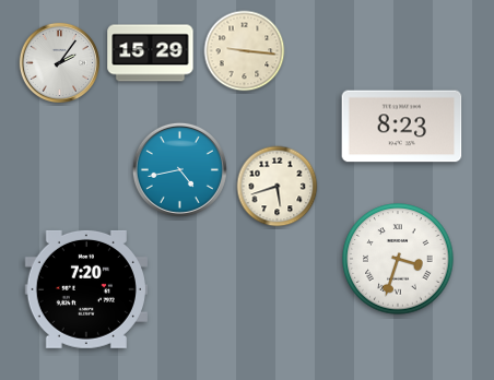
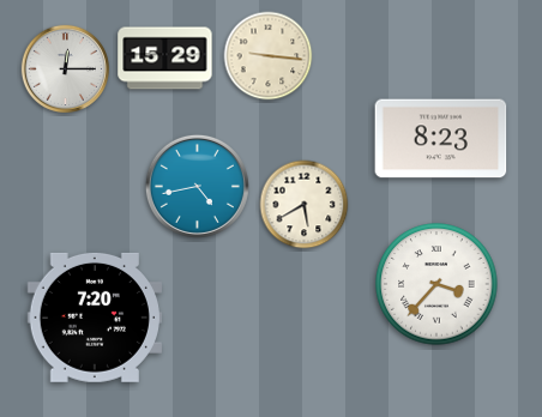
clock at (59, 62): 2:06 -> 12:15
clock at (278, 187): 5:42 -> 5:40
clock at (398, 259): 3:33 -> 3:37
